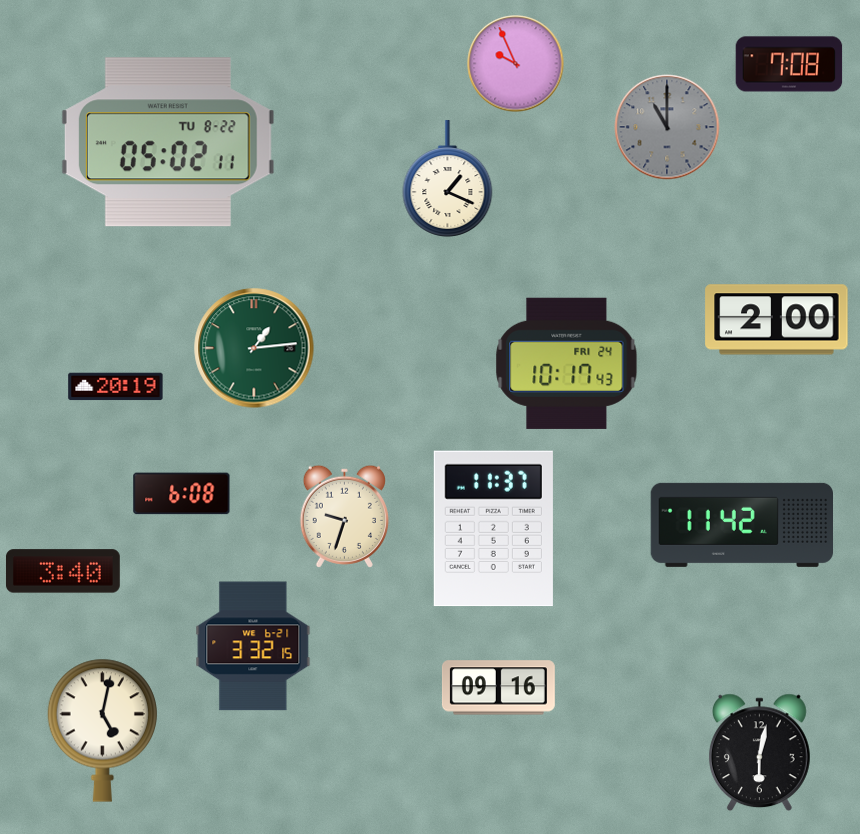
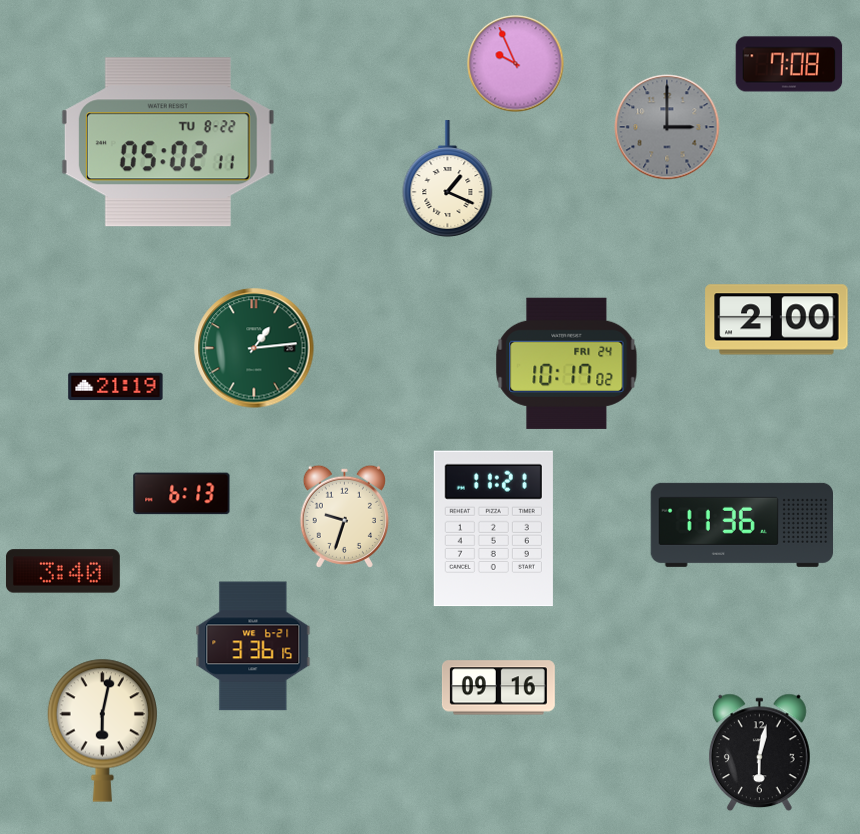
clock at (667, 127): 11:00 -> 3:00
clock at (567, 363): 10:17:43 -> 10:17:02
clock at (116, 387): 20:19 -> 21:19
clock at (182, 494): 6:08 -> 6:13
clock at (741, 525): 11:42 -> 11:36
clock at (493, 529): 11:37 -> 11:21
clock at (253, 646): 3:32 -> 3:36
clock at (102, 730): 5:02 -> 6:02
